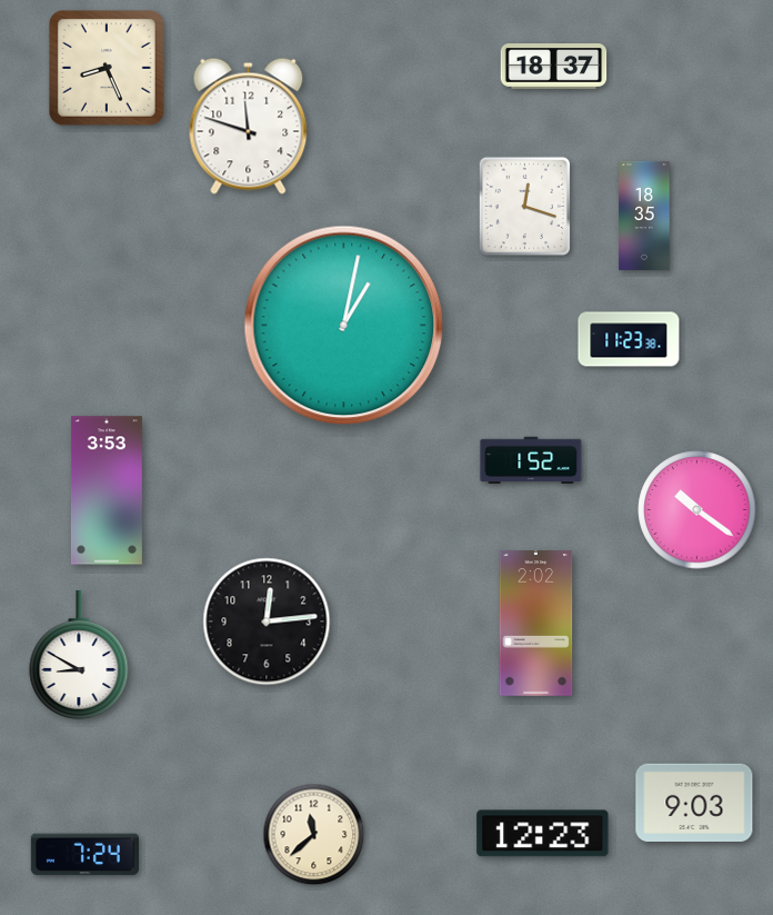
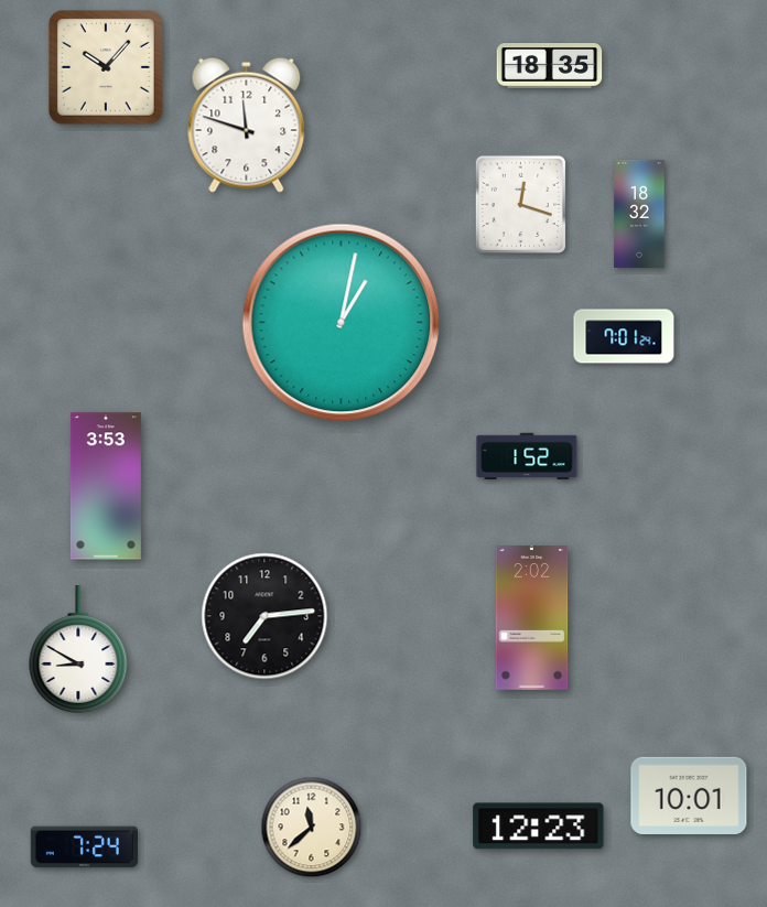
clock at (554, 67): 18:37 -> 18:35
clock at (108, 69): 8:26 -> 10:07
clock at (644, 216): 18:35 -> 18:32
clock at (629, 339): 11:23 -> 7:01
clock at (697, 510): 10:21 -> none
clock at (267, 621): 12:14 -> 7:14
clock at (694, 802): 9:03 -> 10:01
